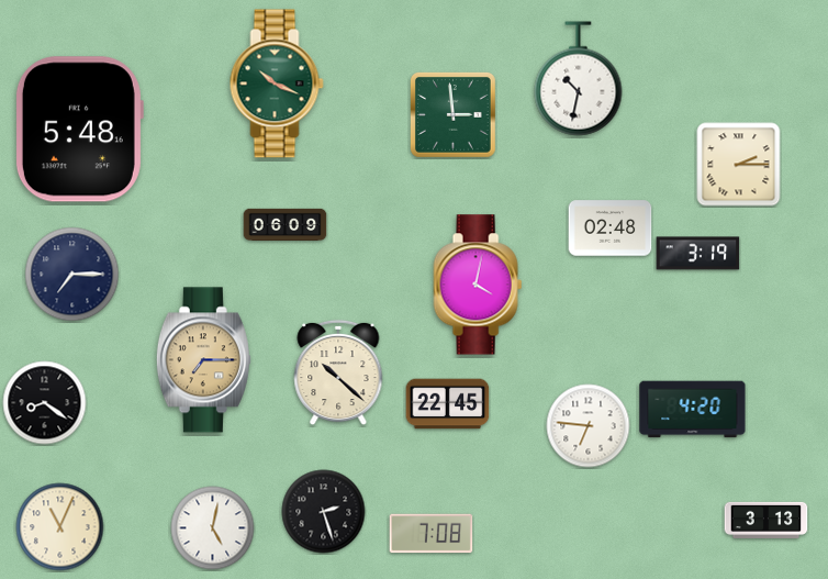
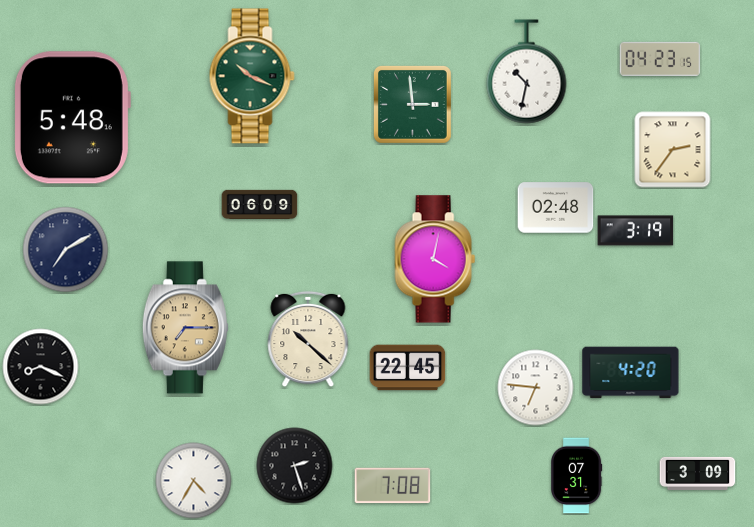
clock at (660, 59): none -> 04:23
clock at (739, 165): 2:15 -> 2:36
clock at (72, 275): 7:15 -> 7:10
clock at (45, 403): 8:21 -> 8:19
clock at (767, 520): 3:13 -> 3:09
clock at (576, 476): none -> 07:31
clock at (60, 527): 11:04 -> none
clock at (213, 528): 5:02 -> 4:35
